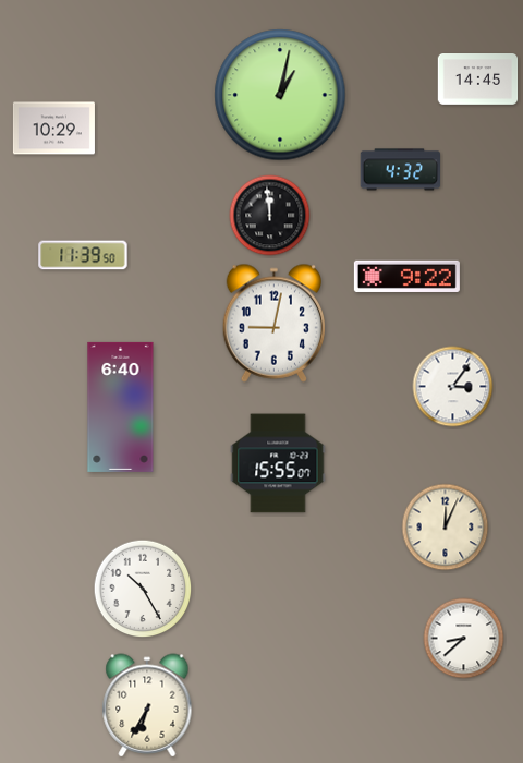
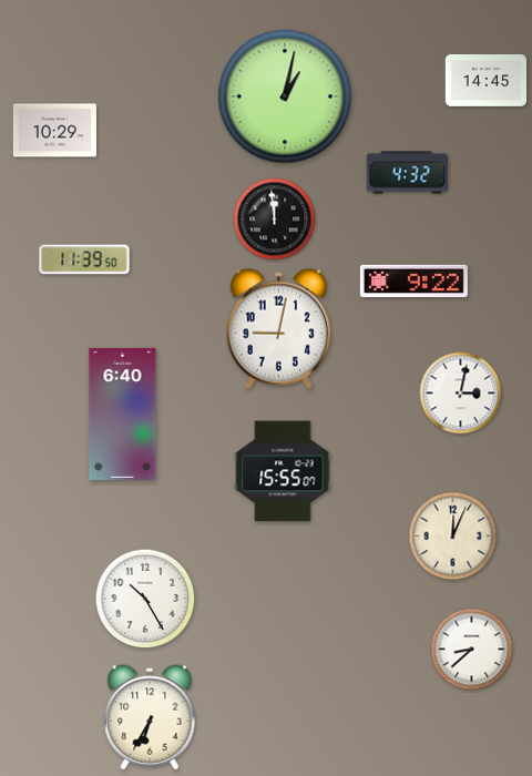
clock at (453, 387): 3:06 -> 3:02
